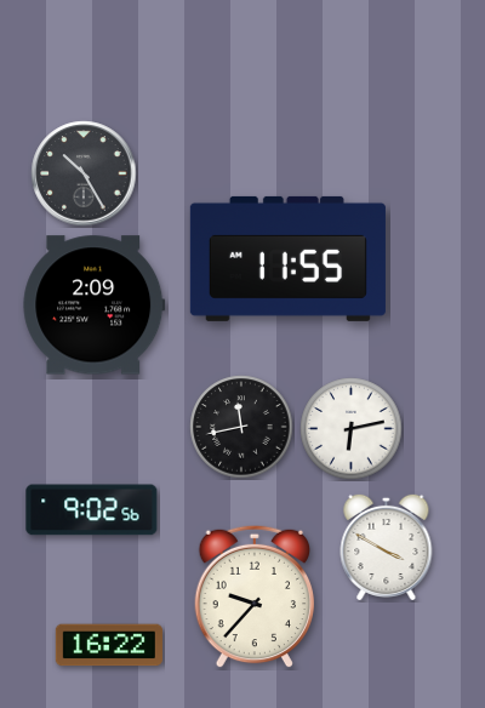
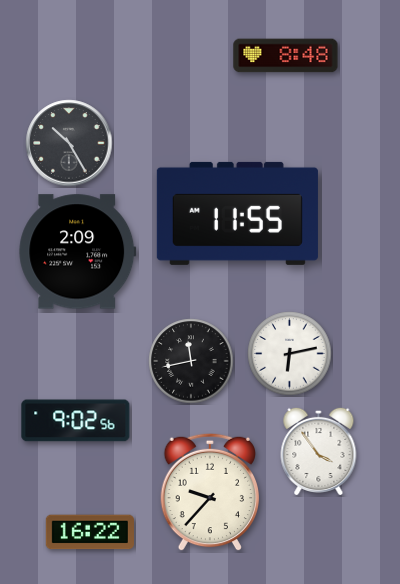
clock at (286, 56): none -> 8:48
clock at (241, 427) position: (241, 427) -> (191, 361)
clock at (387, 546): 3:50 -> 3:54
